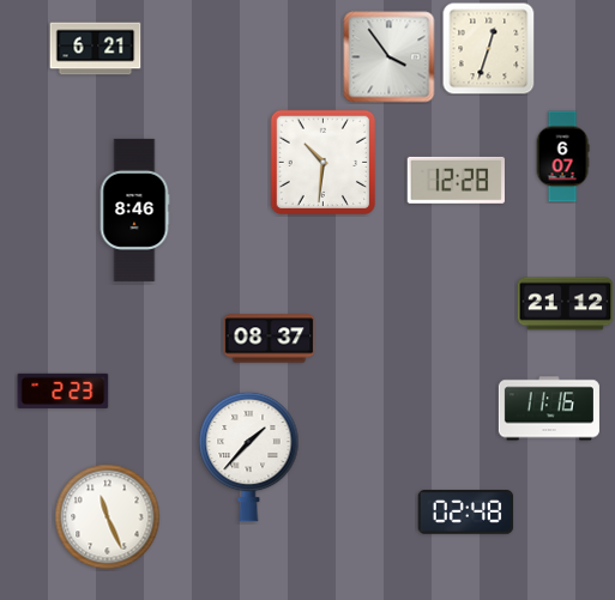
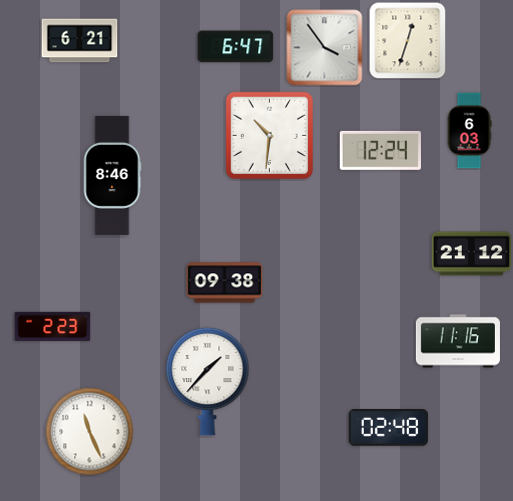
clock at (236, 47): none -> 6:47
clock at (562, 157): 6:07 -> 6:03
clock at (456, 180): 12:28 -> 12:24
clock at (270, 339): 08:37 -> 09:38
